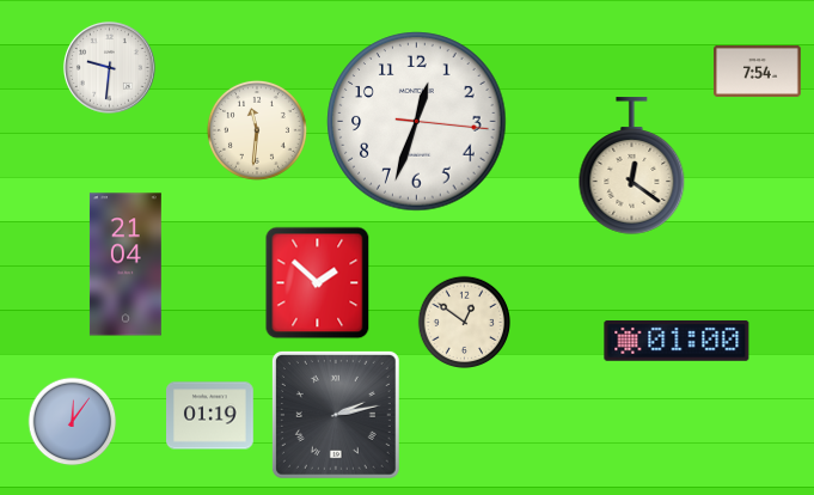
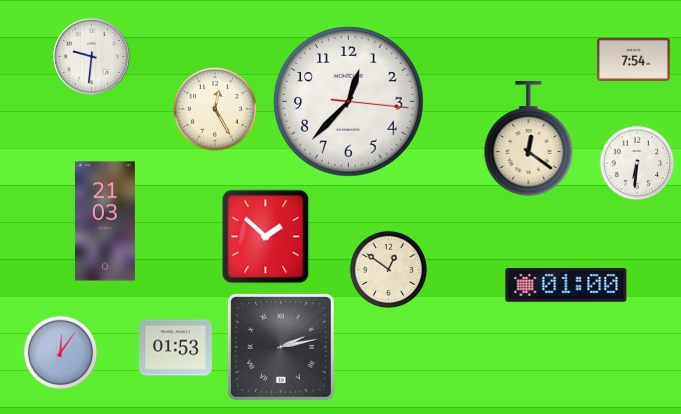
clock at (417, 122): 12:33 -> 12:37
clock at (257, 130): 11:31 -> 12:25
clock at (637, 163): none -> 6:31
clock at (126, 264): 21:04 -> 21:03
clock at (210, 416): 01:19 -> 01:53
